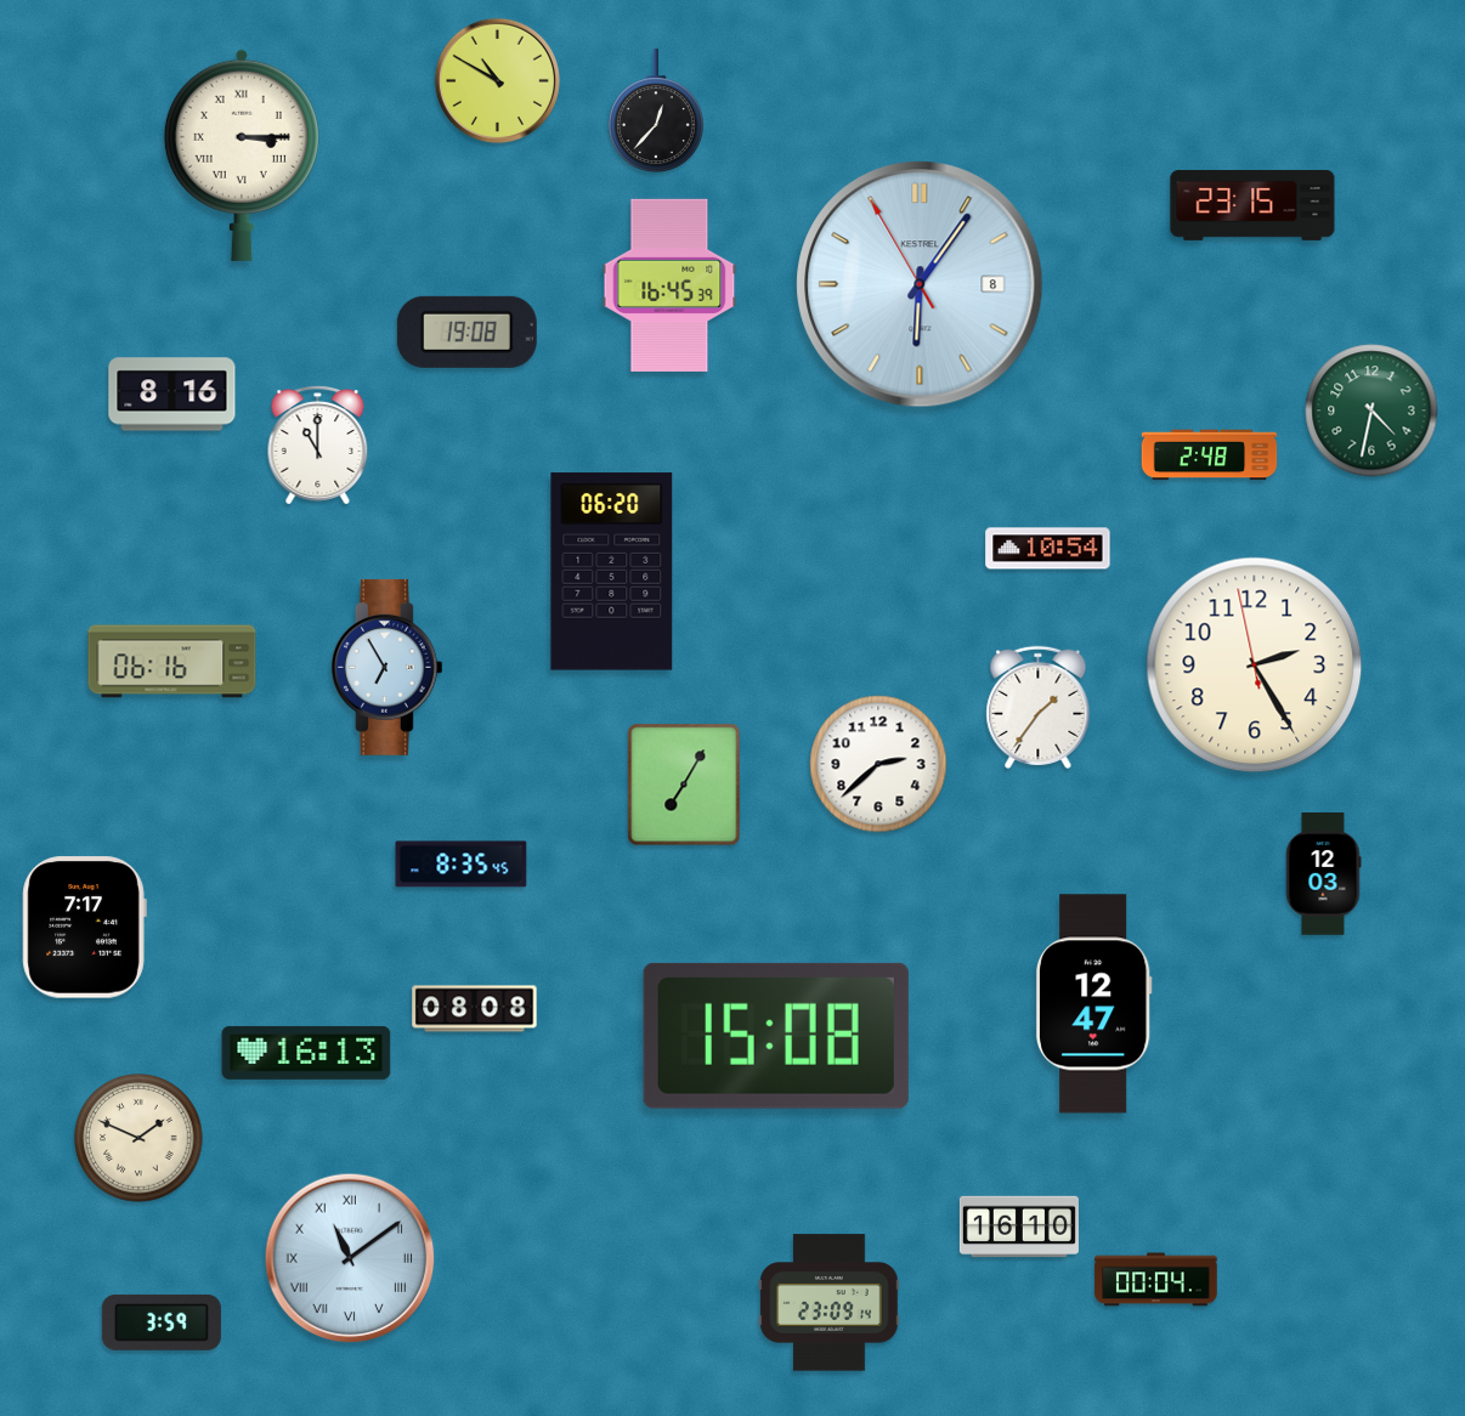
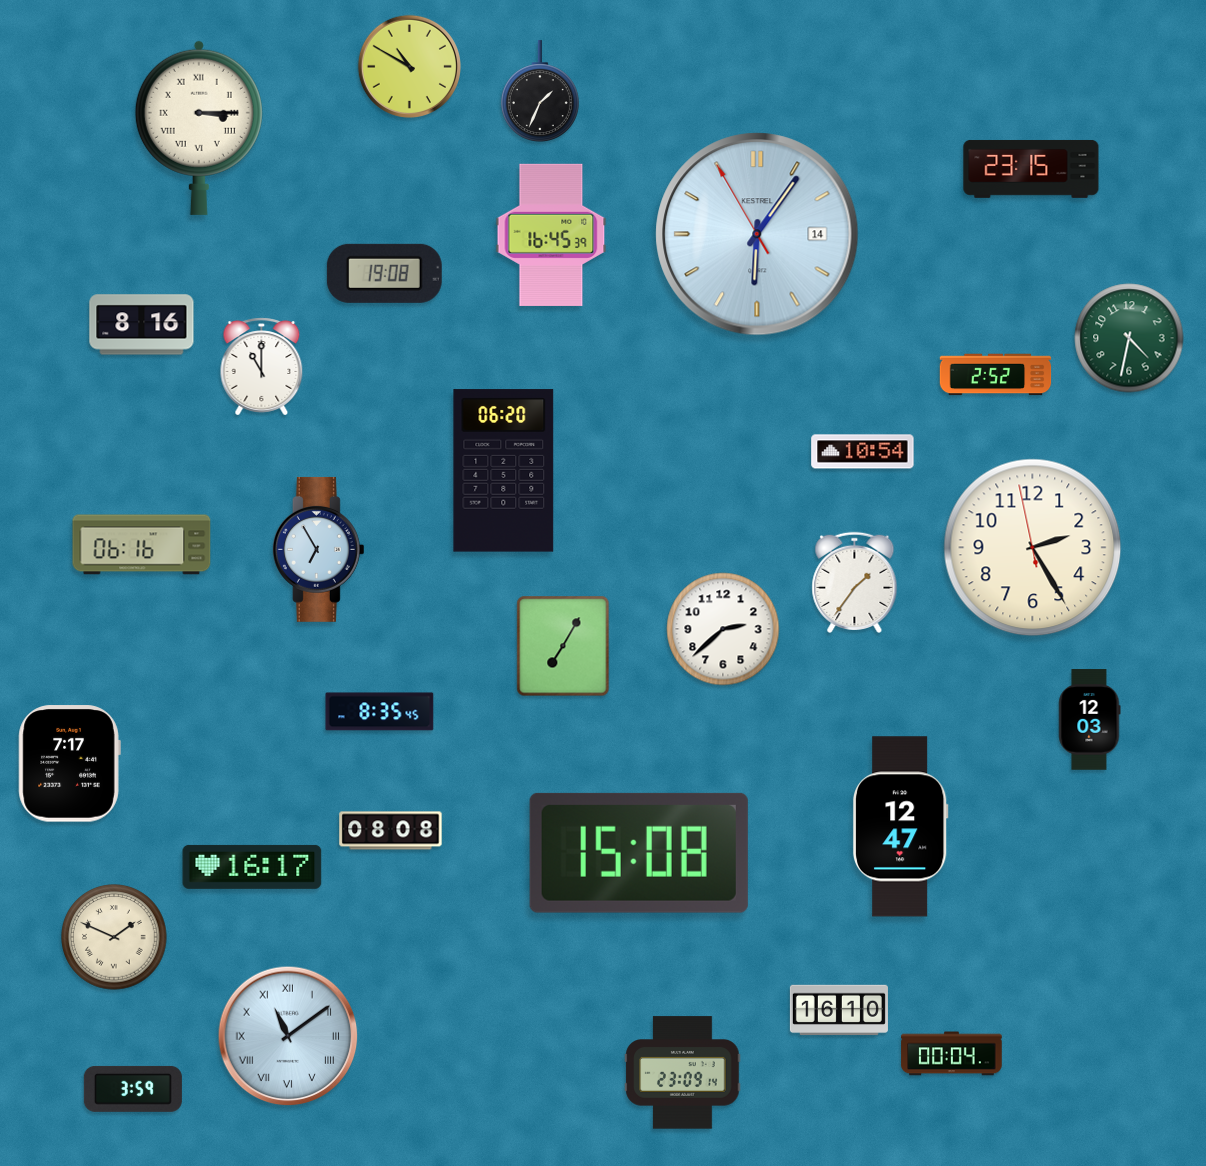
clock at (656, 111): 12:37 -> 1:34
clock at (920, 284) date: 8 -> 14
clock at (1210, 455): 2:48 -> 2:52
clock at (306, 1053): 16:13 -> 16:17
